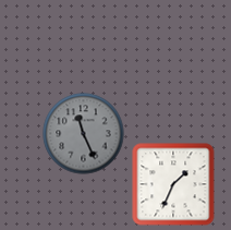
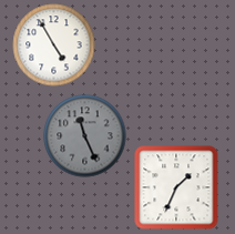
clock at (54, 45): none -> 4:55
